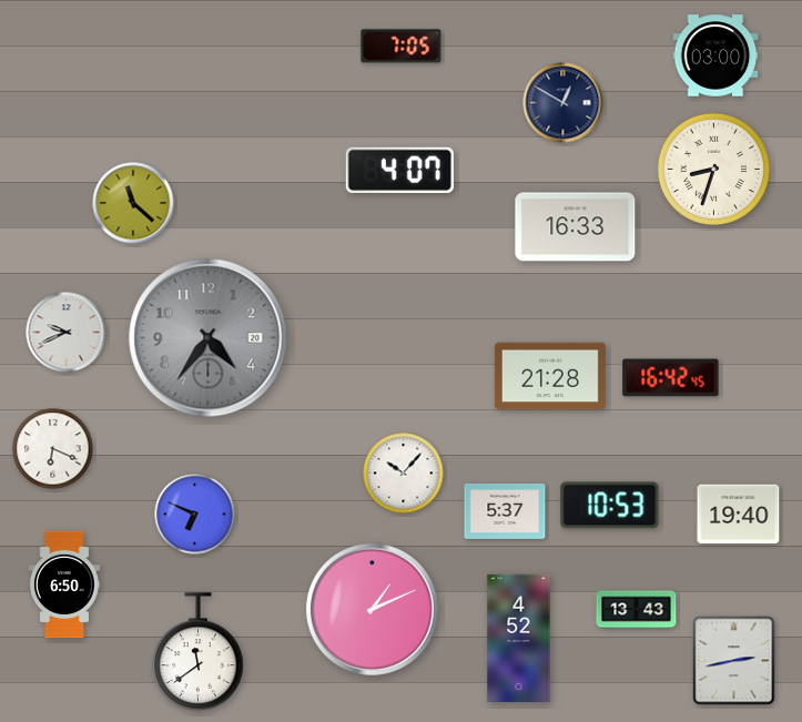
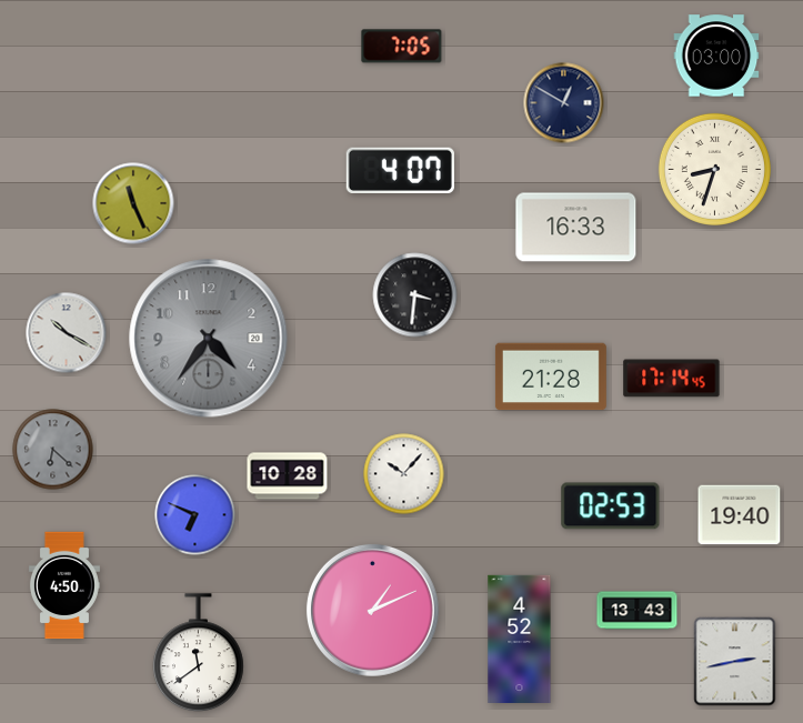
clock at (133, 203): 11:22 -> 11:26
clock at (415, 295): none -> 3:31
clock at (67, 333): 9:41 -> 10:20
clock at (671, 378): 16:42 -> 17:14
clock at (53, 449): 6:19 -> 6:22
clock at (53, 449) dial: white -> grey
clock at (288, 476): none -> 10:28
clock at (610, 506): 10:53 -> 02:53
clock at (505, 511): 5:37 -> none
clock at (64, 584): 6:50 -> 4:50
